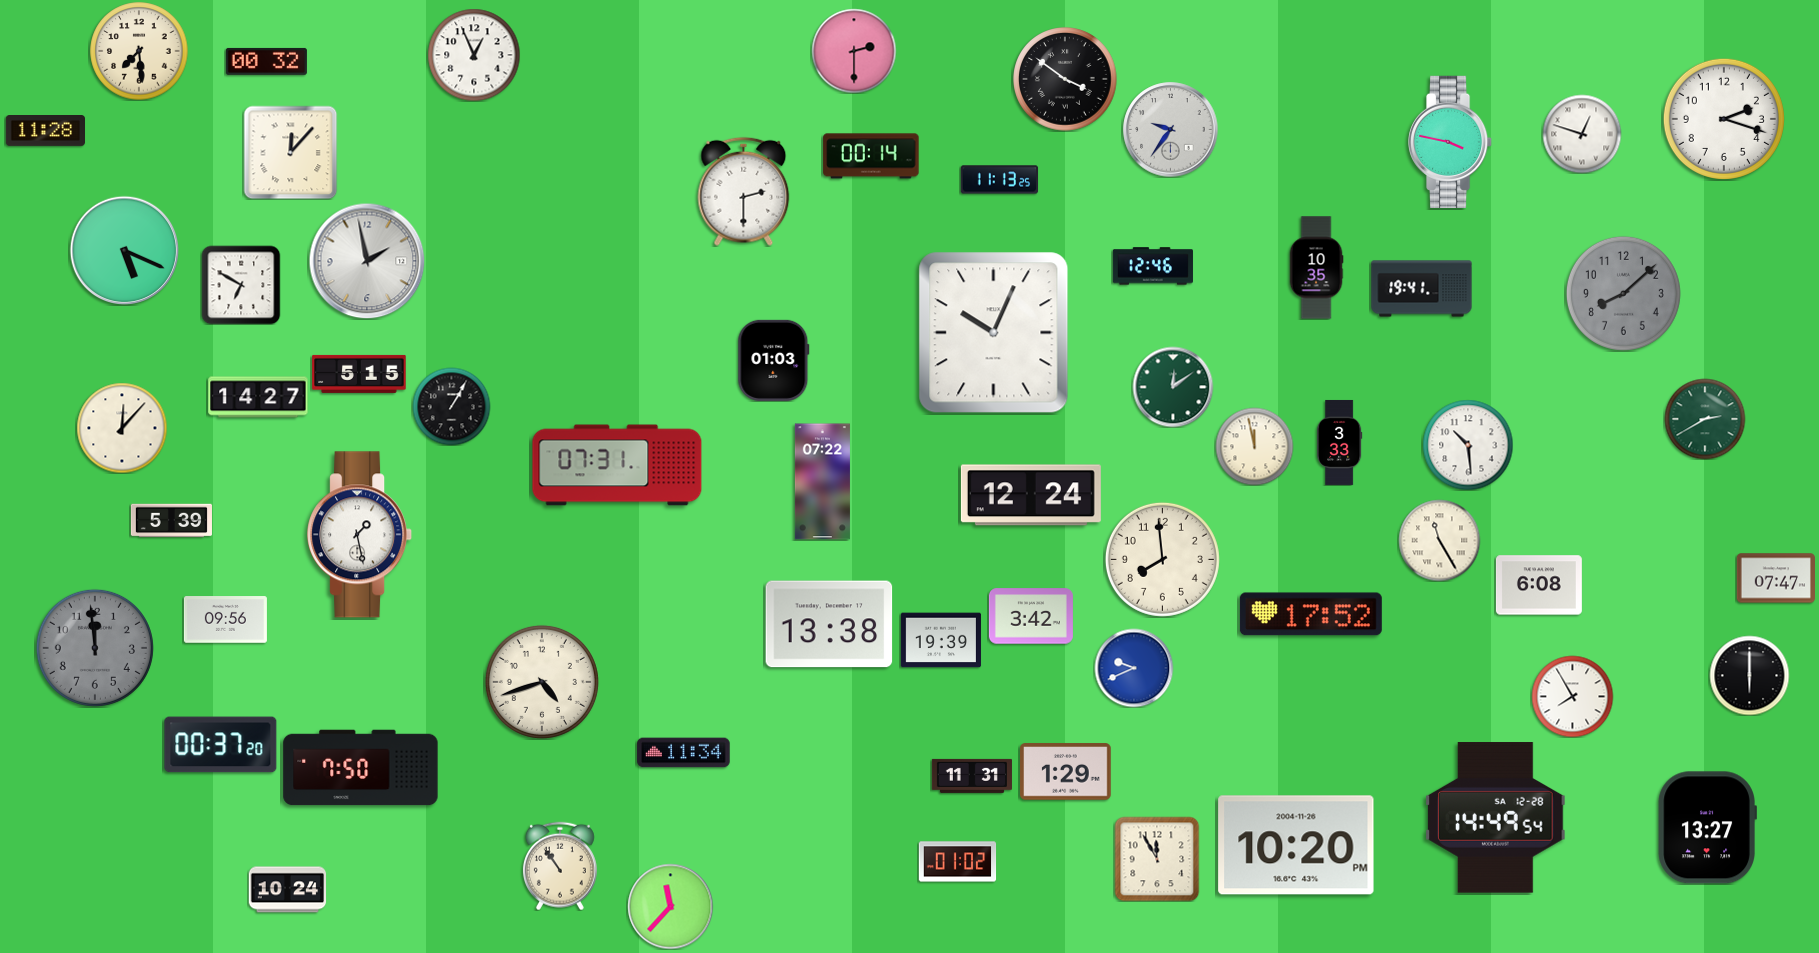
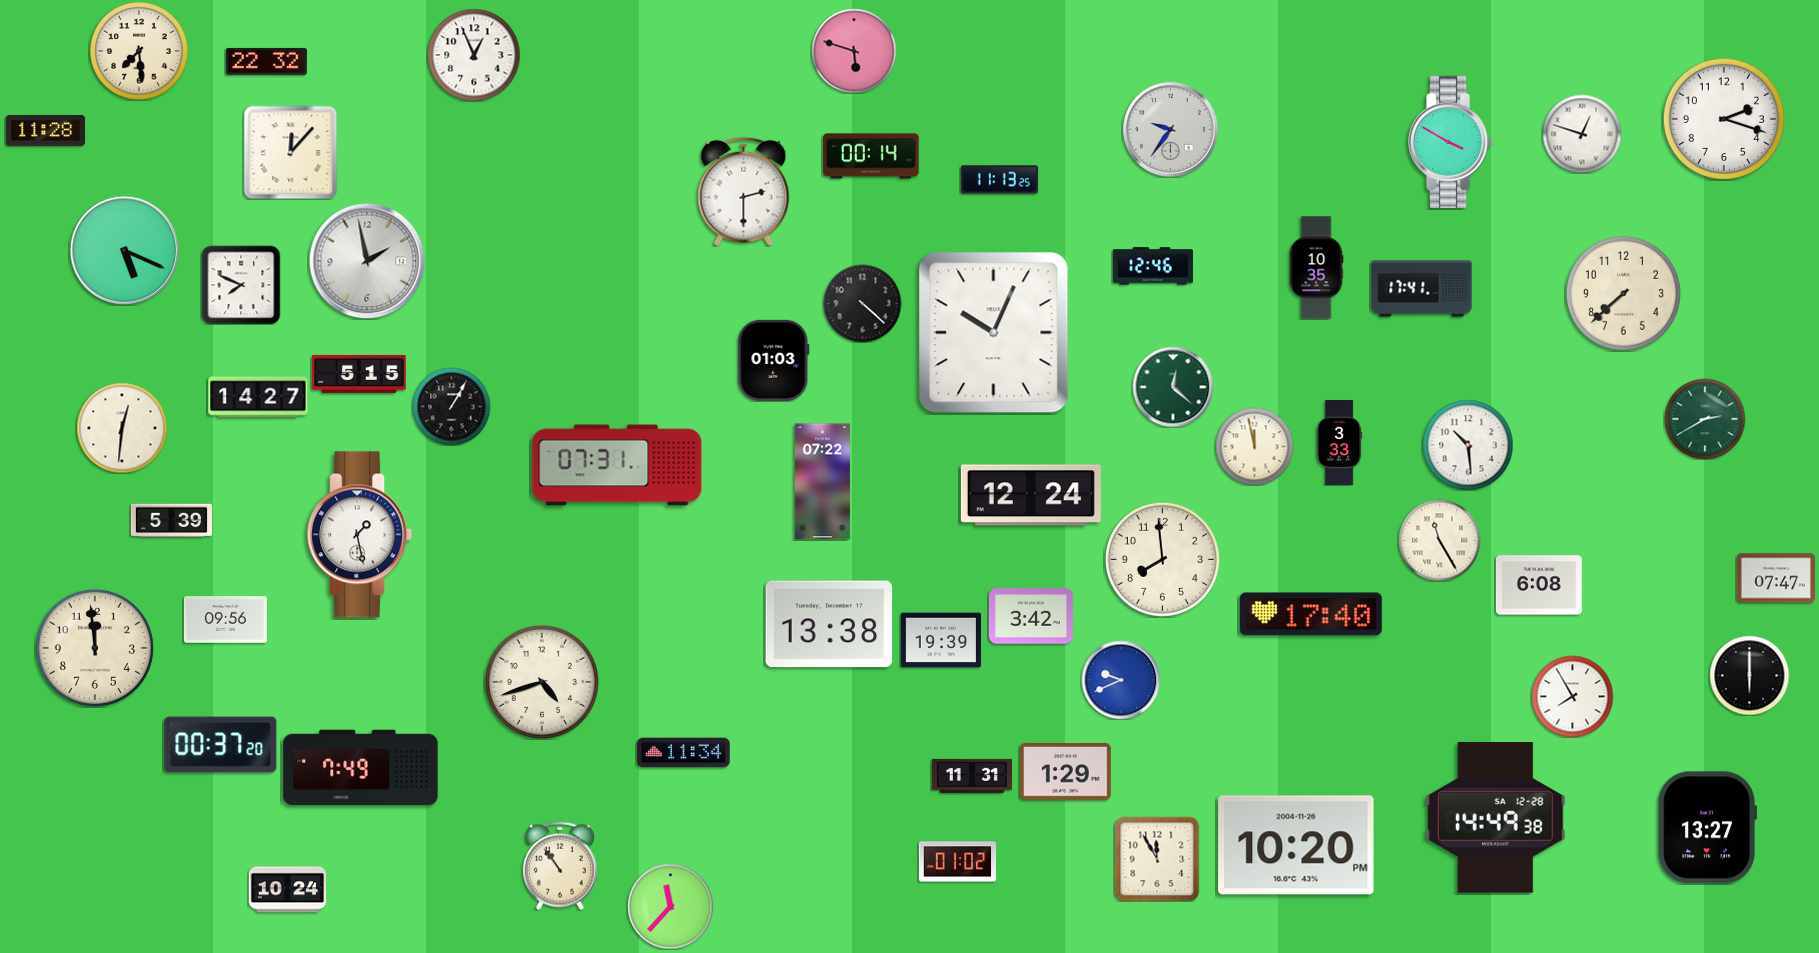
clock at (854, 51): 2:30 -> 5:48
clock at (266, 61): 00:32 -> 22:32
clock at (1065, 79): 3:51 -> none
clock at (1451, 141): 3:47 -> 3:50
clock at (241, 285): 6:50 -> 7:49
clock at (1422, 289): 19:41 -> 17:41
clock at (1623, 293): 8:08 -> 7:38
clock at (1623, 293) dial: grey -> cream
clock at (862, 303): none -> 4:22
clock at (1173, 387): 12:09 -> 12:22
clock at (122, 428): 12:07 -> 12:31
clock at (1311, 614): 17:52 -> 17:40
clock at (95, 648) dial: grey -> cream
clock at (1134, 668) position: (1134, 668) -> (1121, 680)
clock at (361, 768): 7:50 -> 7:49
clock at (1496, 818): 14:49:54 -> 14:49:38
